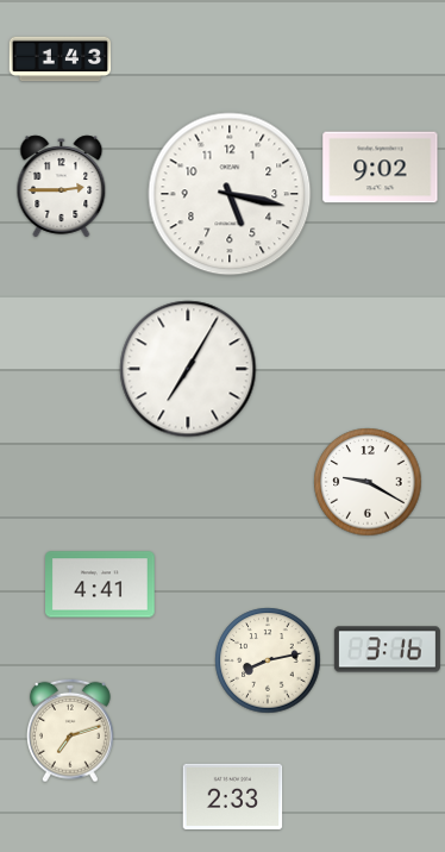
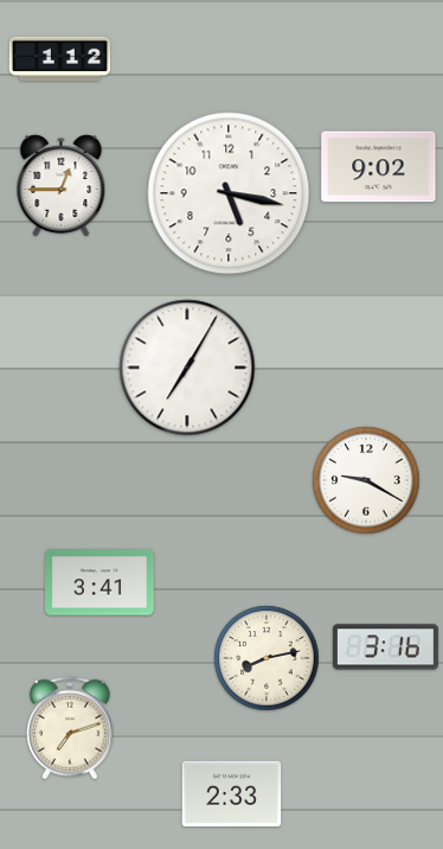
clock at (61, 59): 1:43 -> 1:12
clock at (62, 187): 2:45 -> 12:45
clock at (101, 584): 4:41 -> 3:41
